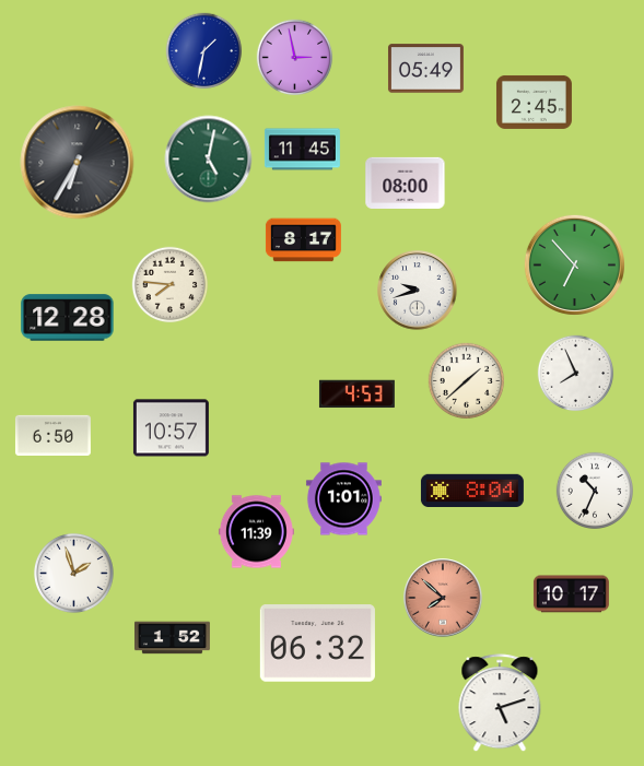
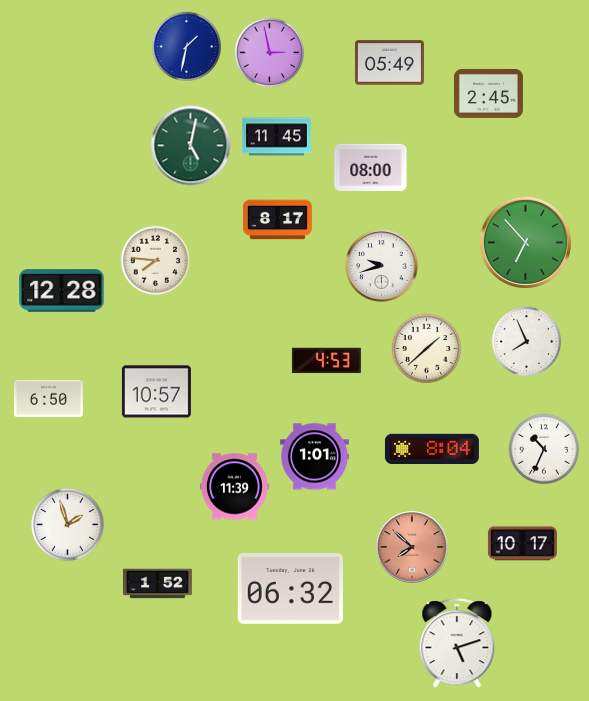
clock at (78, 163): 6:35 -> none
clock at (443, 598) position: (443, 598) -> (412, 547)
